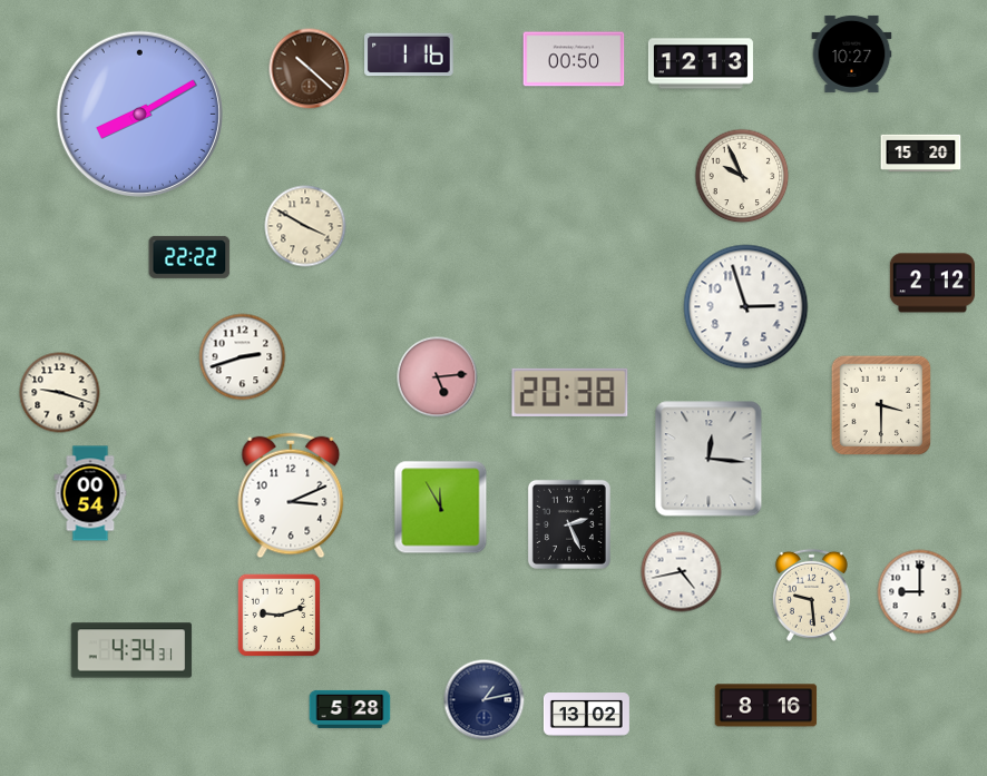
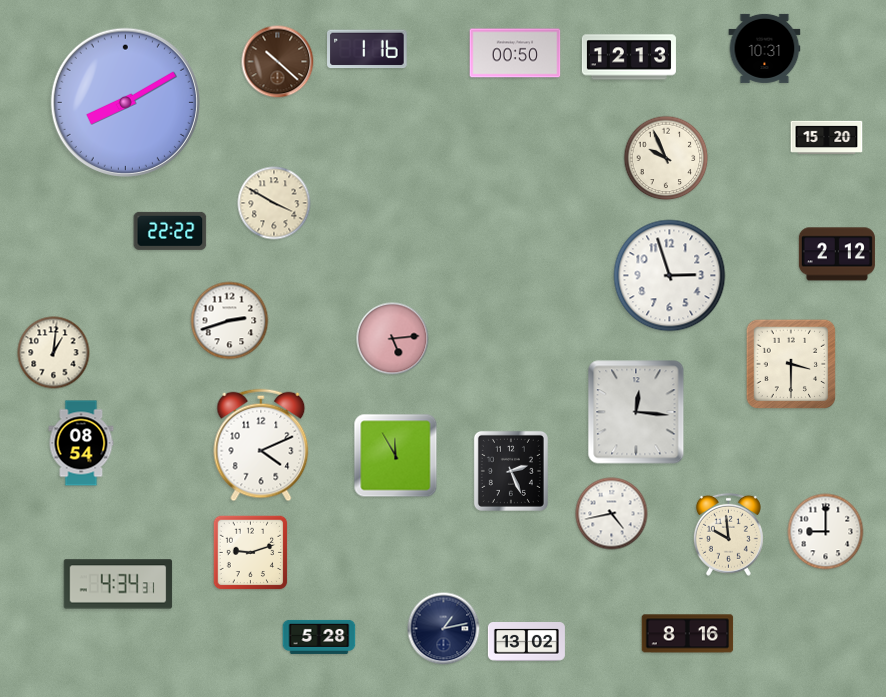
clock at (852, 53): 10:27 -> 10:31
clock at (243, 357) position: (243, 357) -> (230, 321)
clock at (570, 392): 20:38 -> none
clock at (60, 393): 9:18 -> 1:01
clock at (90, 493): 00:54 -> 08:54
clock at (291, 495): 3:11 -> 4:11
clock at (811, 595): 9:29 -> 9:59
clock at (485, 700) position: (485, 700) -> (444, 629)
clock at (350, 709) position: (350, 709) -> (319, 637)
